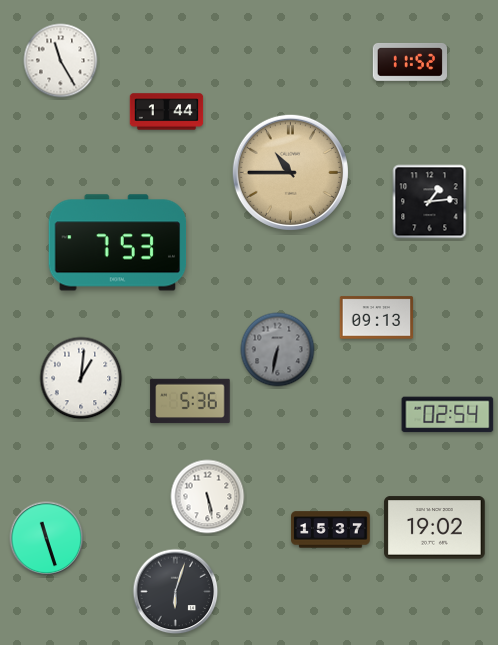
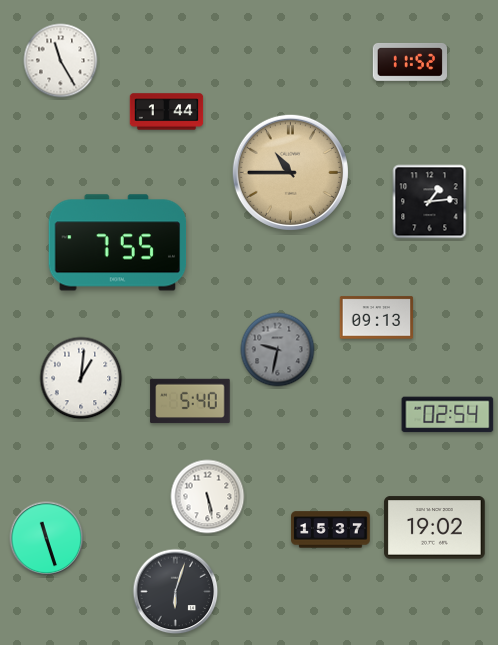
clock at (118, 243): 7:53 -> 7:55
clock at (278, 350): 6:32 -> 9:32
clock at (190, 401): 5:36 -> 5:40
